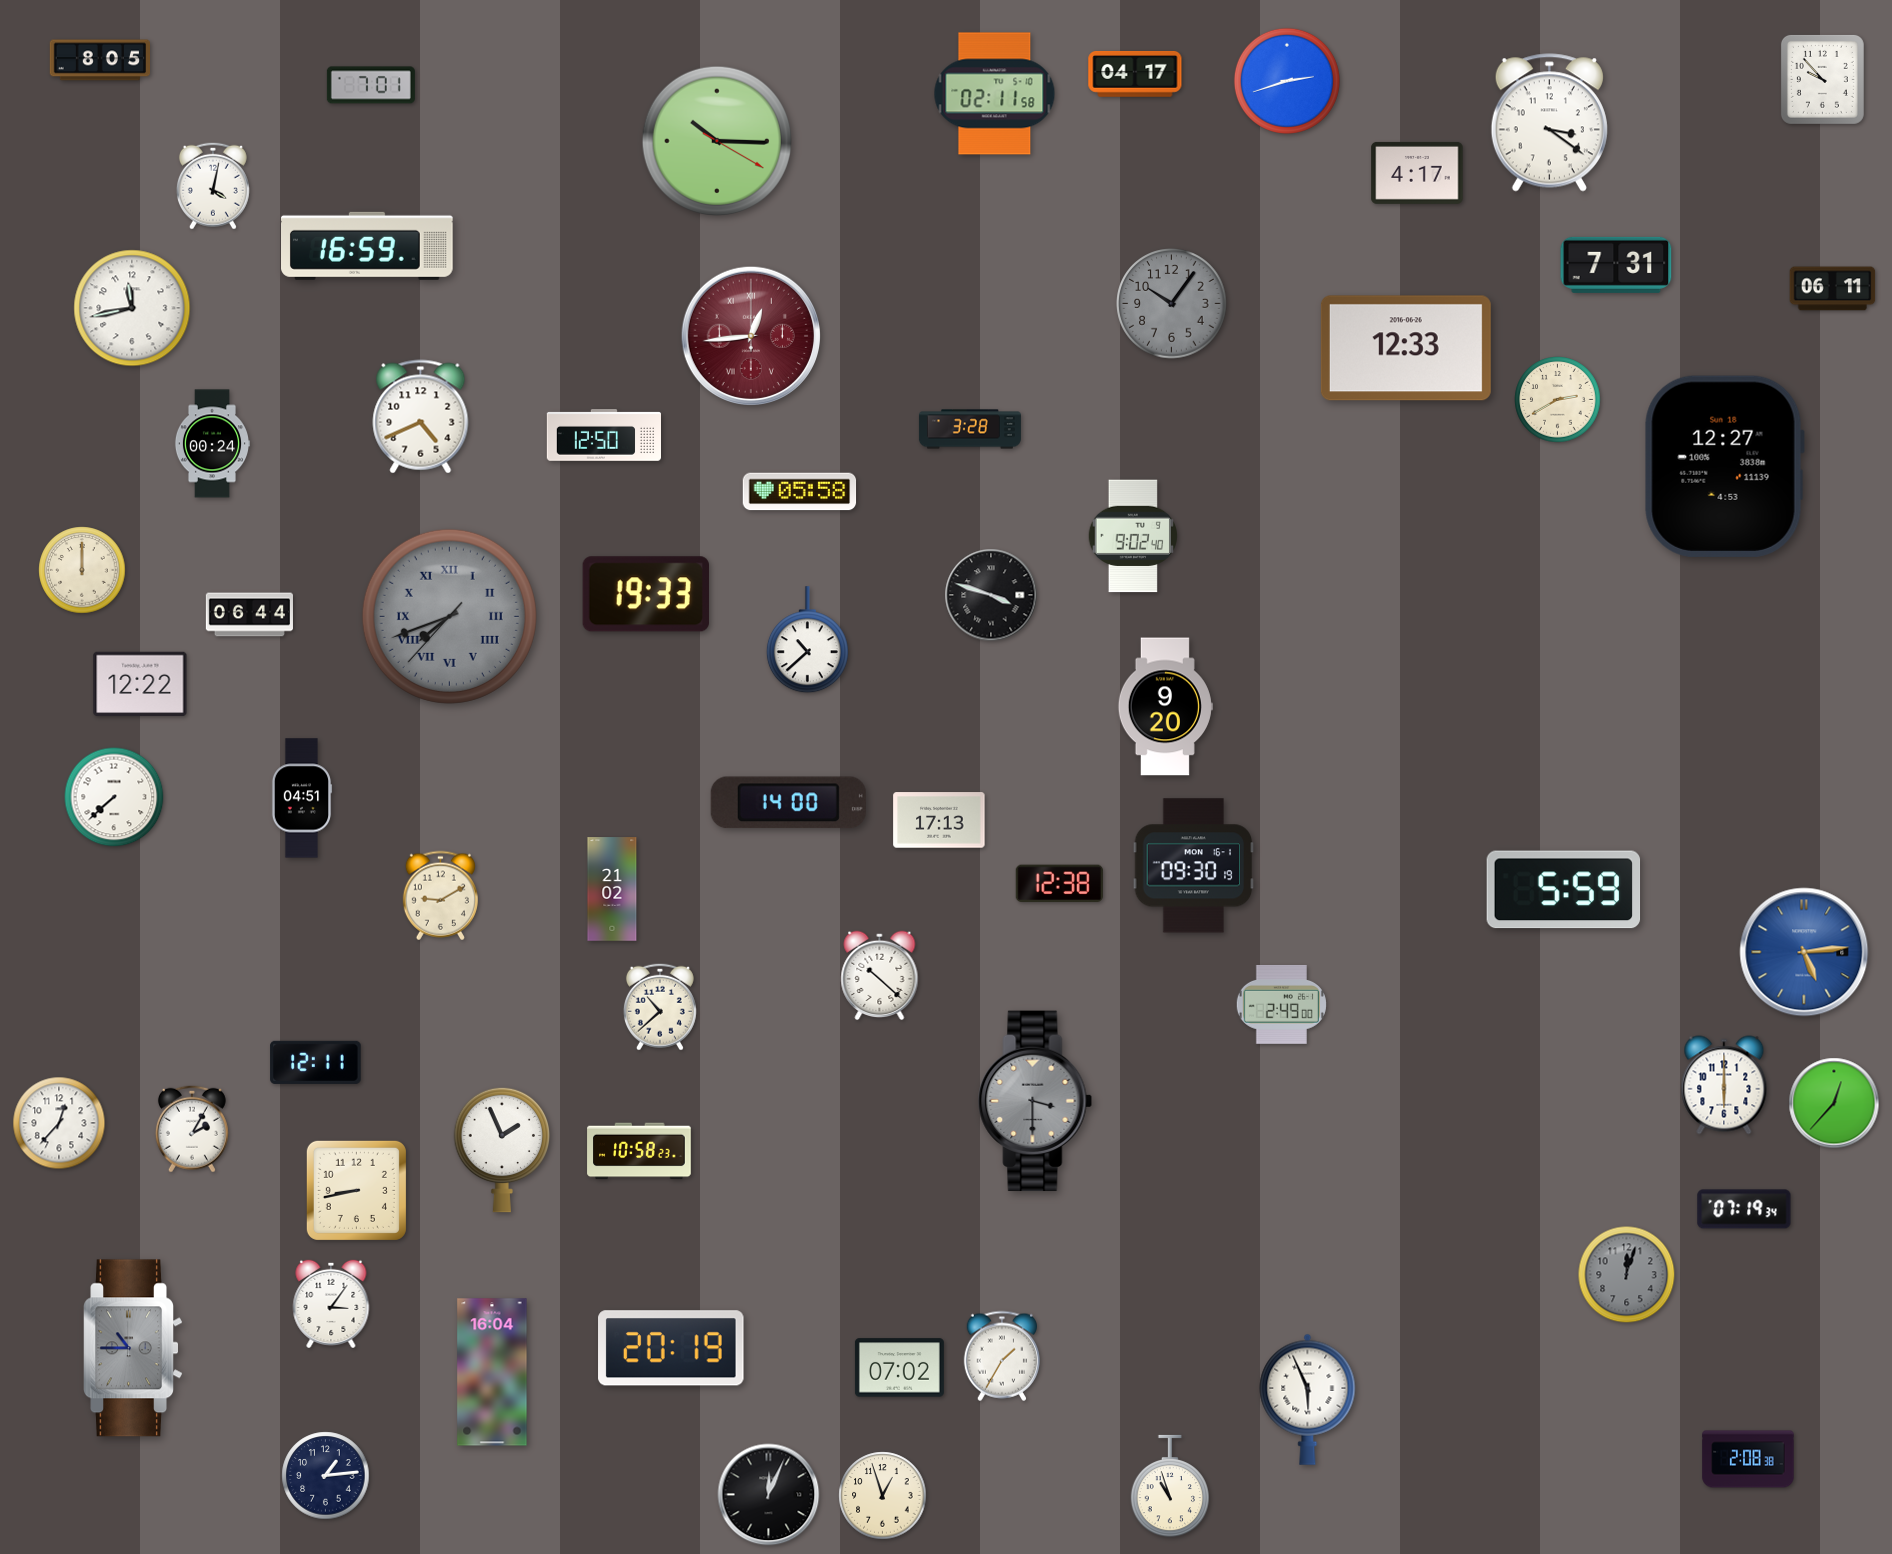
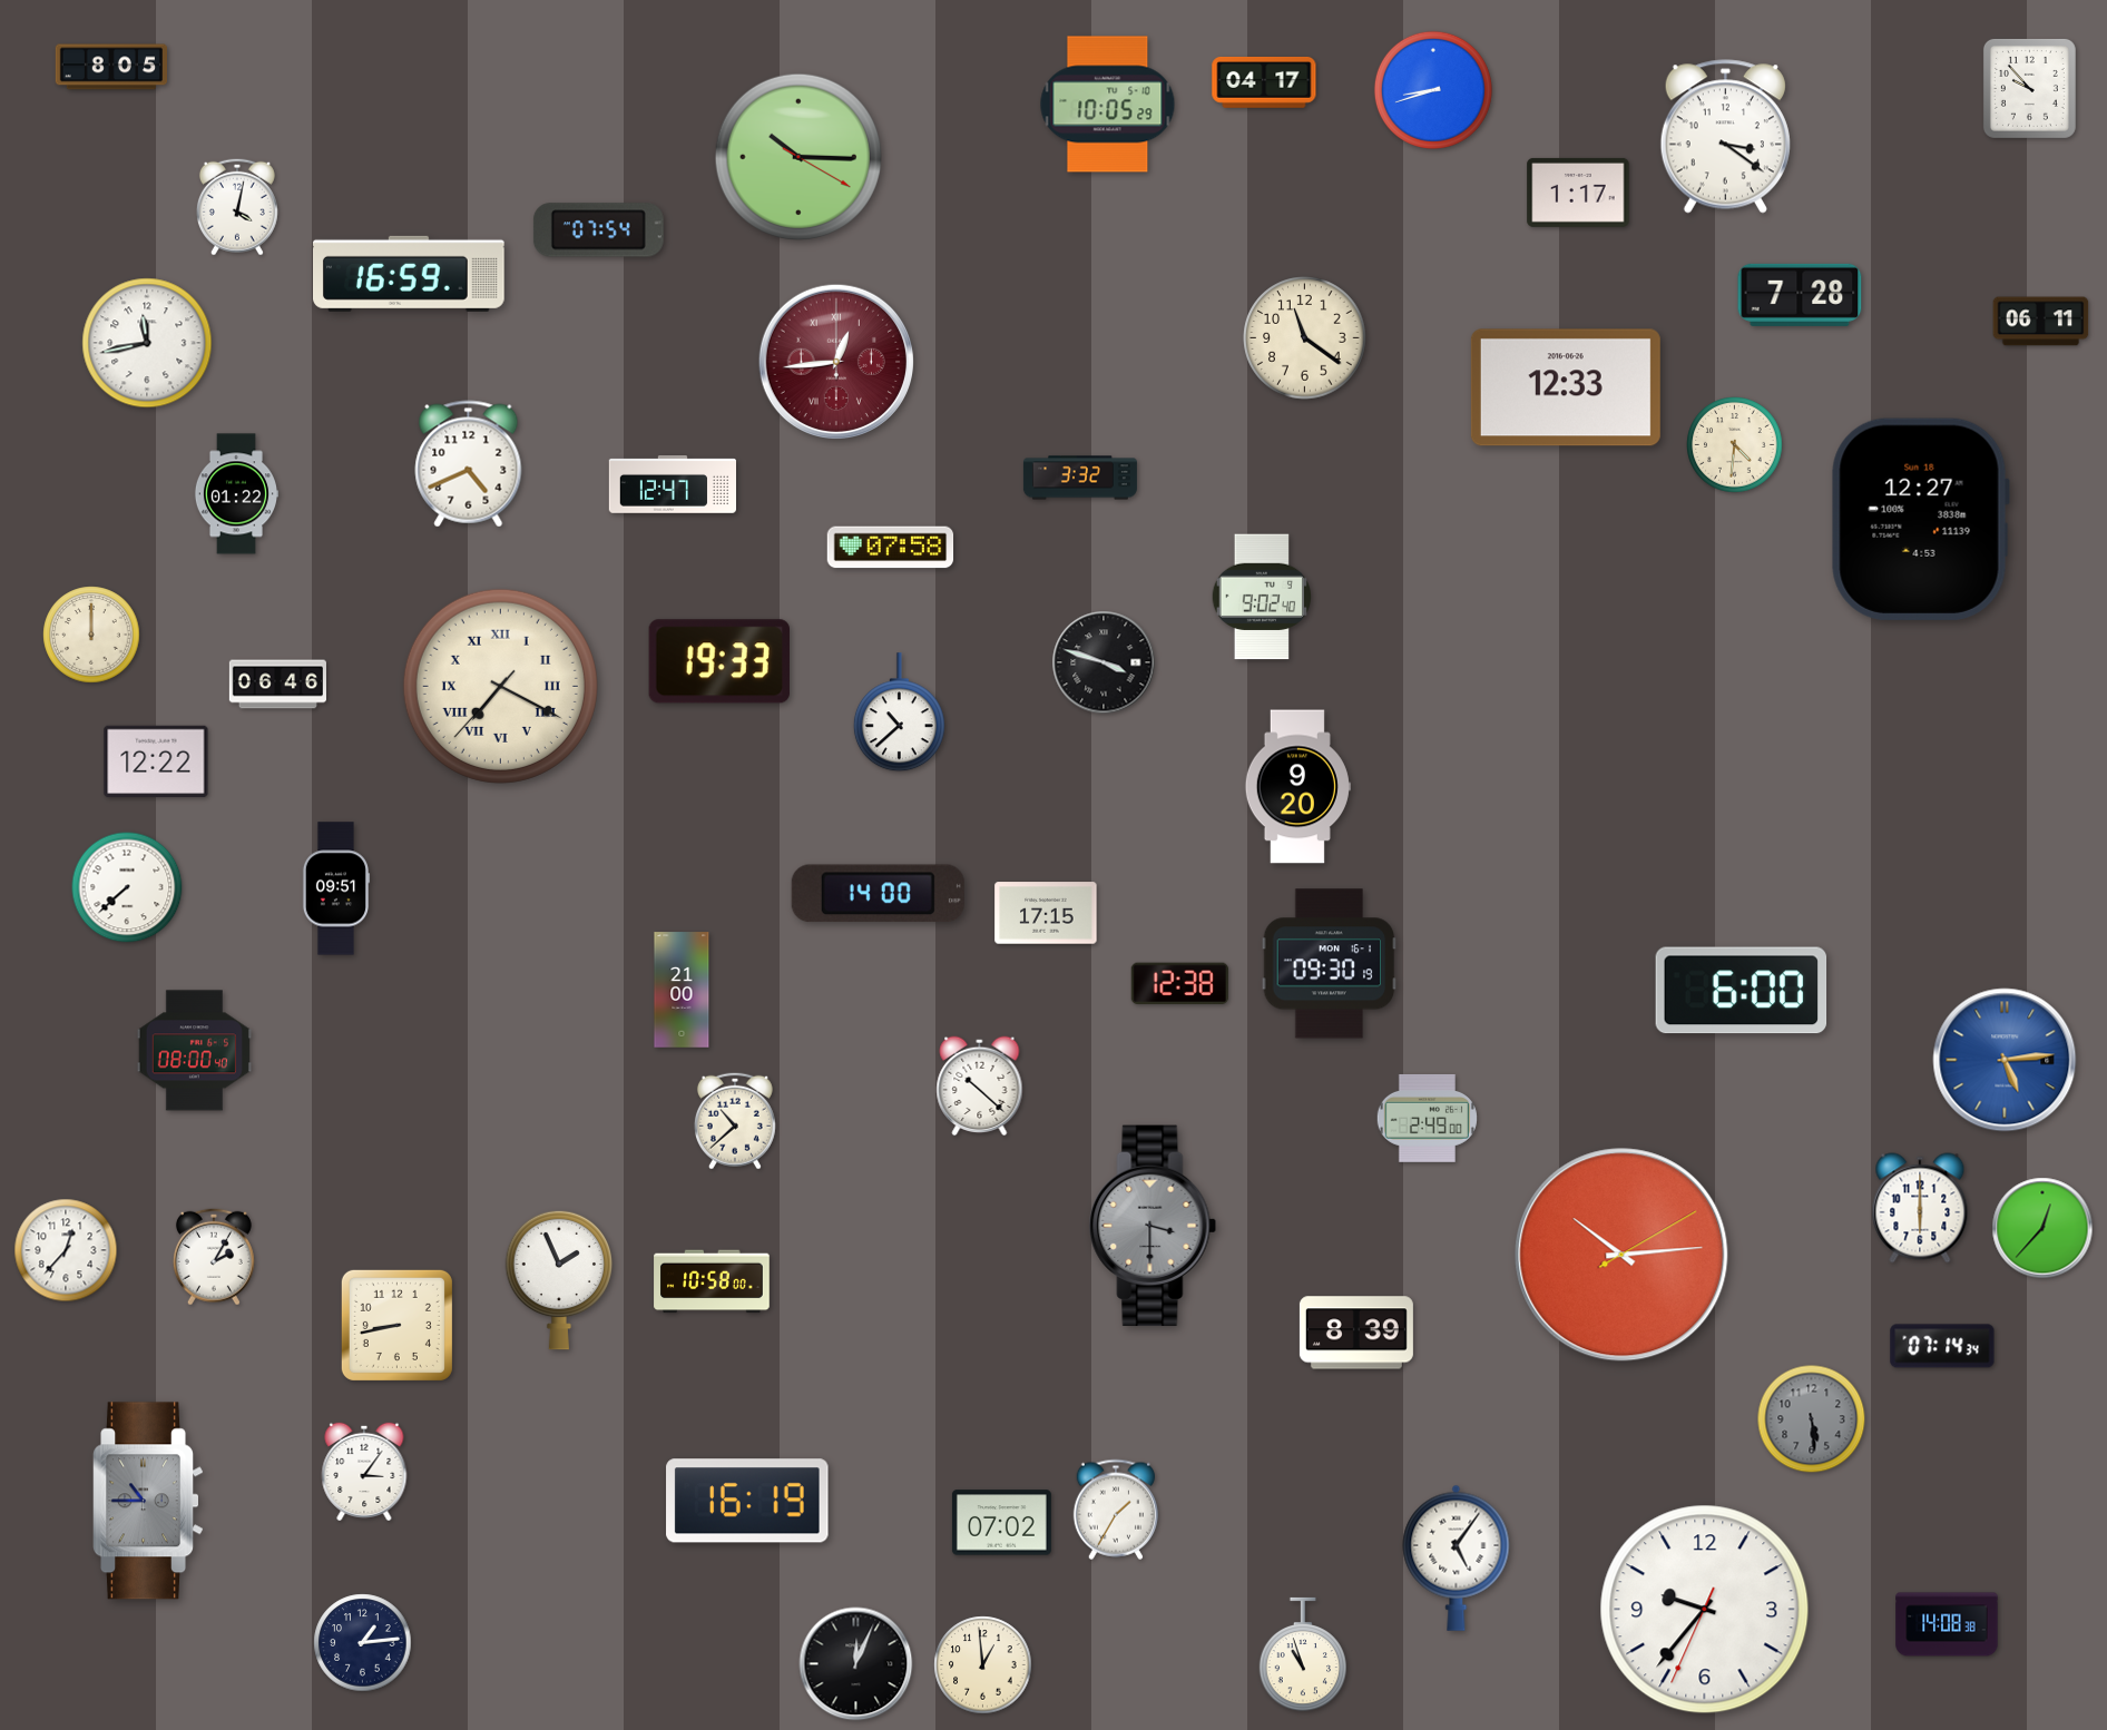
clock at (1287, 81): 2:42 -> 8:42
clock at (371, 85): 7:01 -> none
clock at (995, 94): 02:11 -> 10:05
clock at (1417, 173): 4:17 -> 1:17
clock at (598, 230): none -> 07:54
clock at (1616, 265): 7:31 -> 7:28
clock at (1172, 304): 10:06 -> 11:21
clock at (1172, 304) dial: grey -> cream
clock at (750, 335) position: (750, 335) -> (835, 361)
clock at (1558, 400): 2:40 -> 4:31
clock at (970, 429): 3:28 -> 3:32
clock at (603, 435): 12:50 -> 12:47
clock at (211, 444): 00:24 -> 01:22
clock at (800, 492): 05:58 -> 07:58
clock at (249, 615): 06:44 -> 06:46
clock at (449, 616): 7:41 -> 7:19
clock at (449, 616) dial: grey -> cream
clock at (302, 798): 04:51 -> 09:51
clock at (939, 820): 17:13 -> 17:15
clock at (612, 889): 21:02 -> 21:00
clock at (1564, 890): 5:59 -> 6:00
clock at (440, 896): 9:10 -> none
clock at (194, 1051): none -> 08:00
clock at (1804, 952) position: (1804, 952) -> (2005, 1060)
clock at (316, 1062): 12:11 -> none
clock at (1621, 1255): none -> 10:14
clock at (639, 1151): 10:58:23 -> 10:58:00
clock at (1356, 1333): none -> 8:39
clock at (1744, 1209): 07:19 -> 07:14
clock at (1627, 1275): 12:03 -> 5:29
clock at (331, 1303) position: (331, 1303) -> (364, 1471)
clock at (671, 1348): 20:19 -> 16:19
clock at (492, 1372): 16:04 -> none
clock at (1308, 1399): 5:56 -> 5:06
clock at (1705, 1610): none -> 9:36
clock at (1748, 1459): 2:08 -> 14:08
clock at (883, 1496): 12:57 -> 12:59
